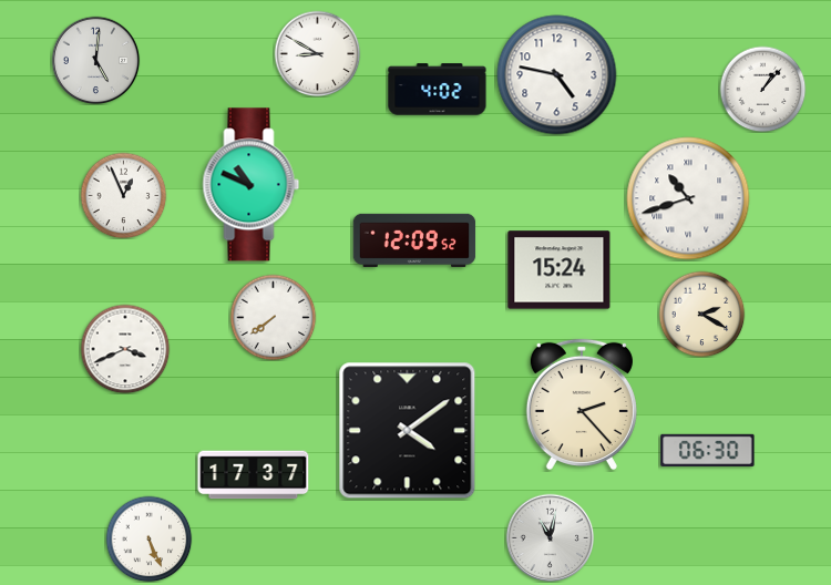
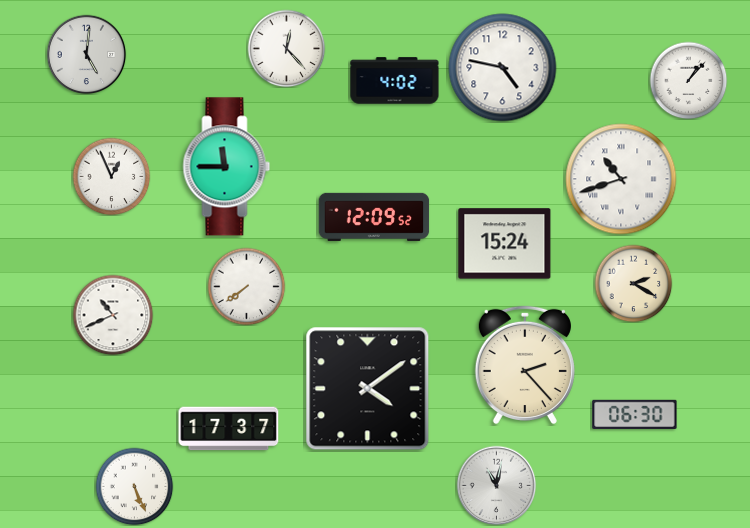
clock at (317, 53): 8:50 -> 12:23
clock at (252, 185): 10:49 -> 11:45
clock at (125, 349): 3:41 -> 10:41
clock at (708, 450) position: (708, 450) -> (635, 414)
